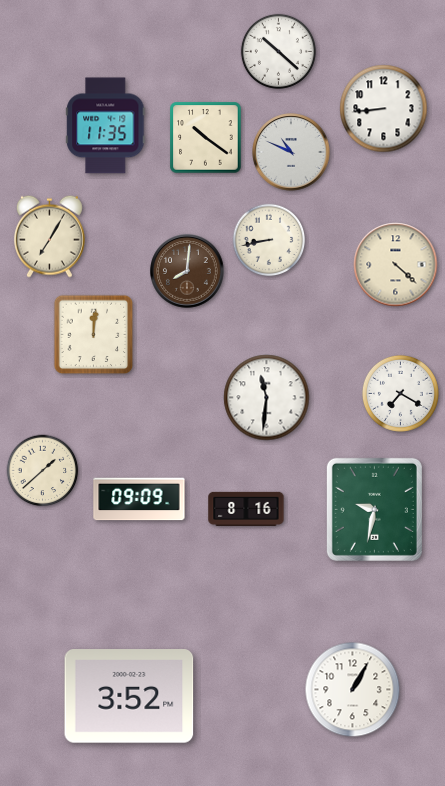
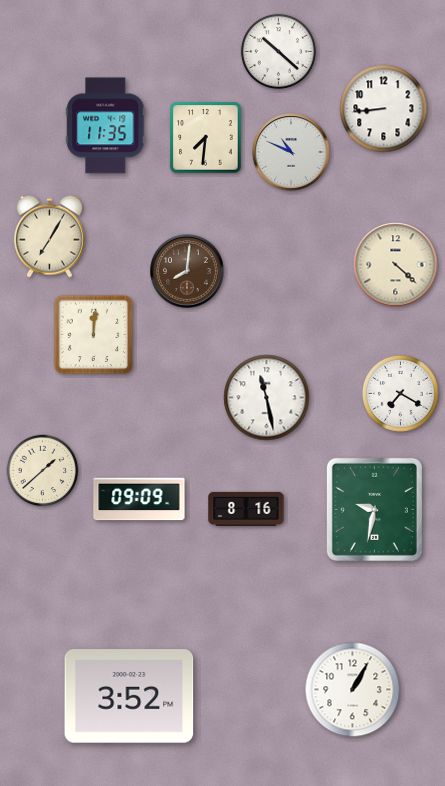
clock at (206, 138): 10:21 -> 7:31
clock at (269, 240): 8:43 -> none
clock at (267, 398): 11:31 -> 11:28
